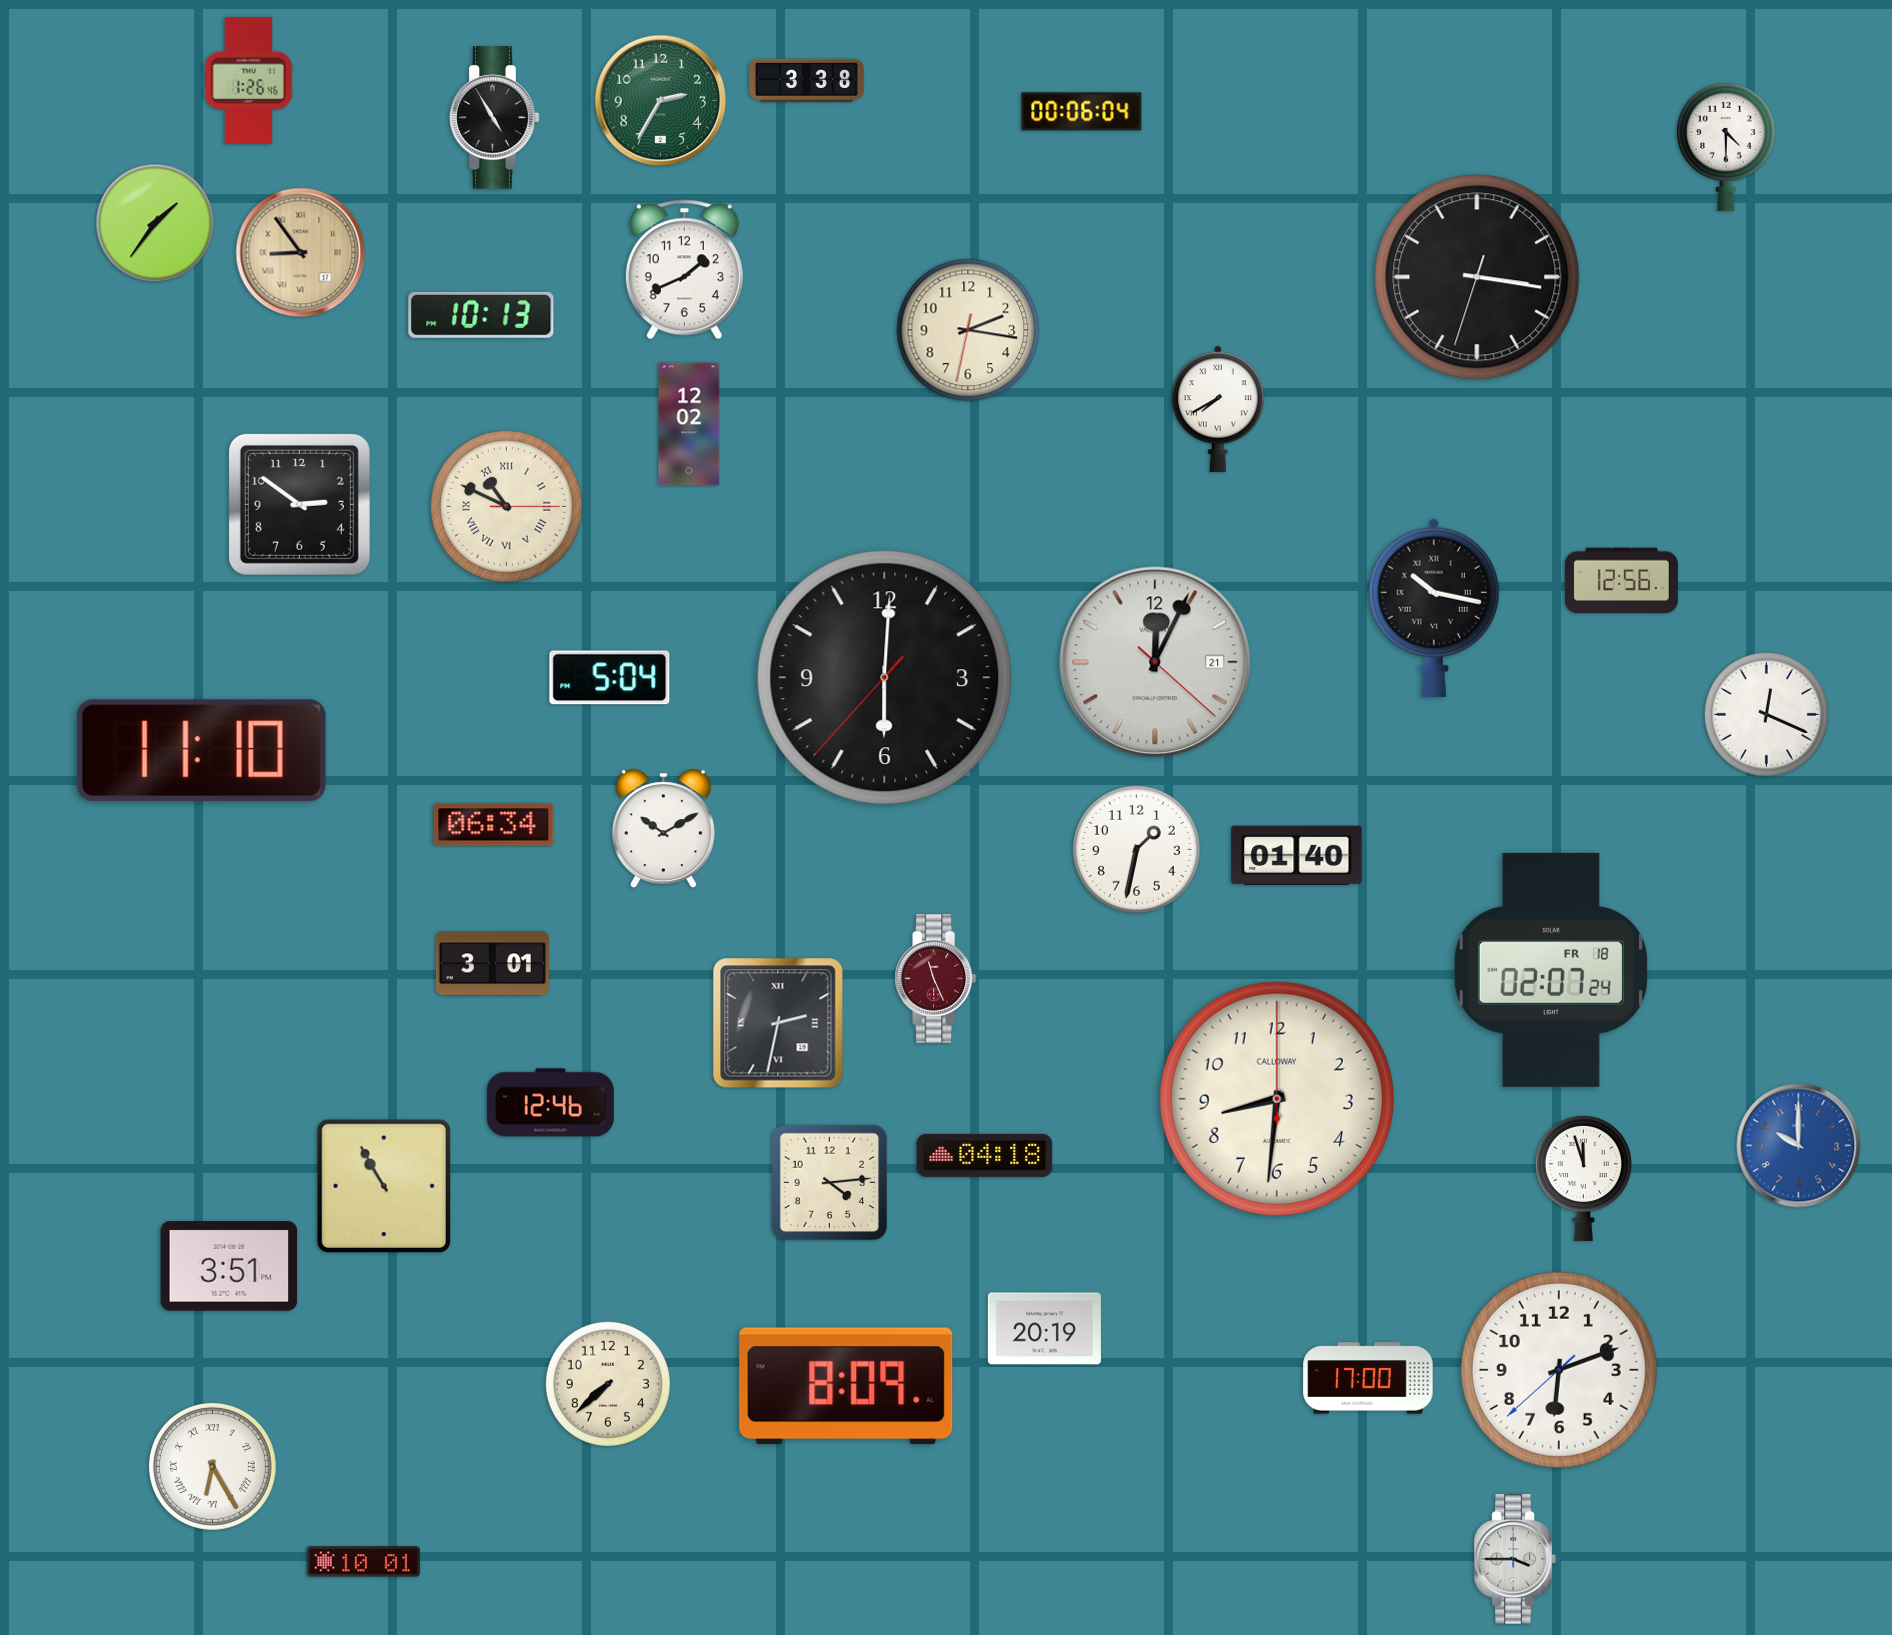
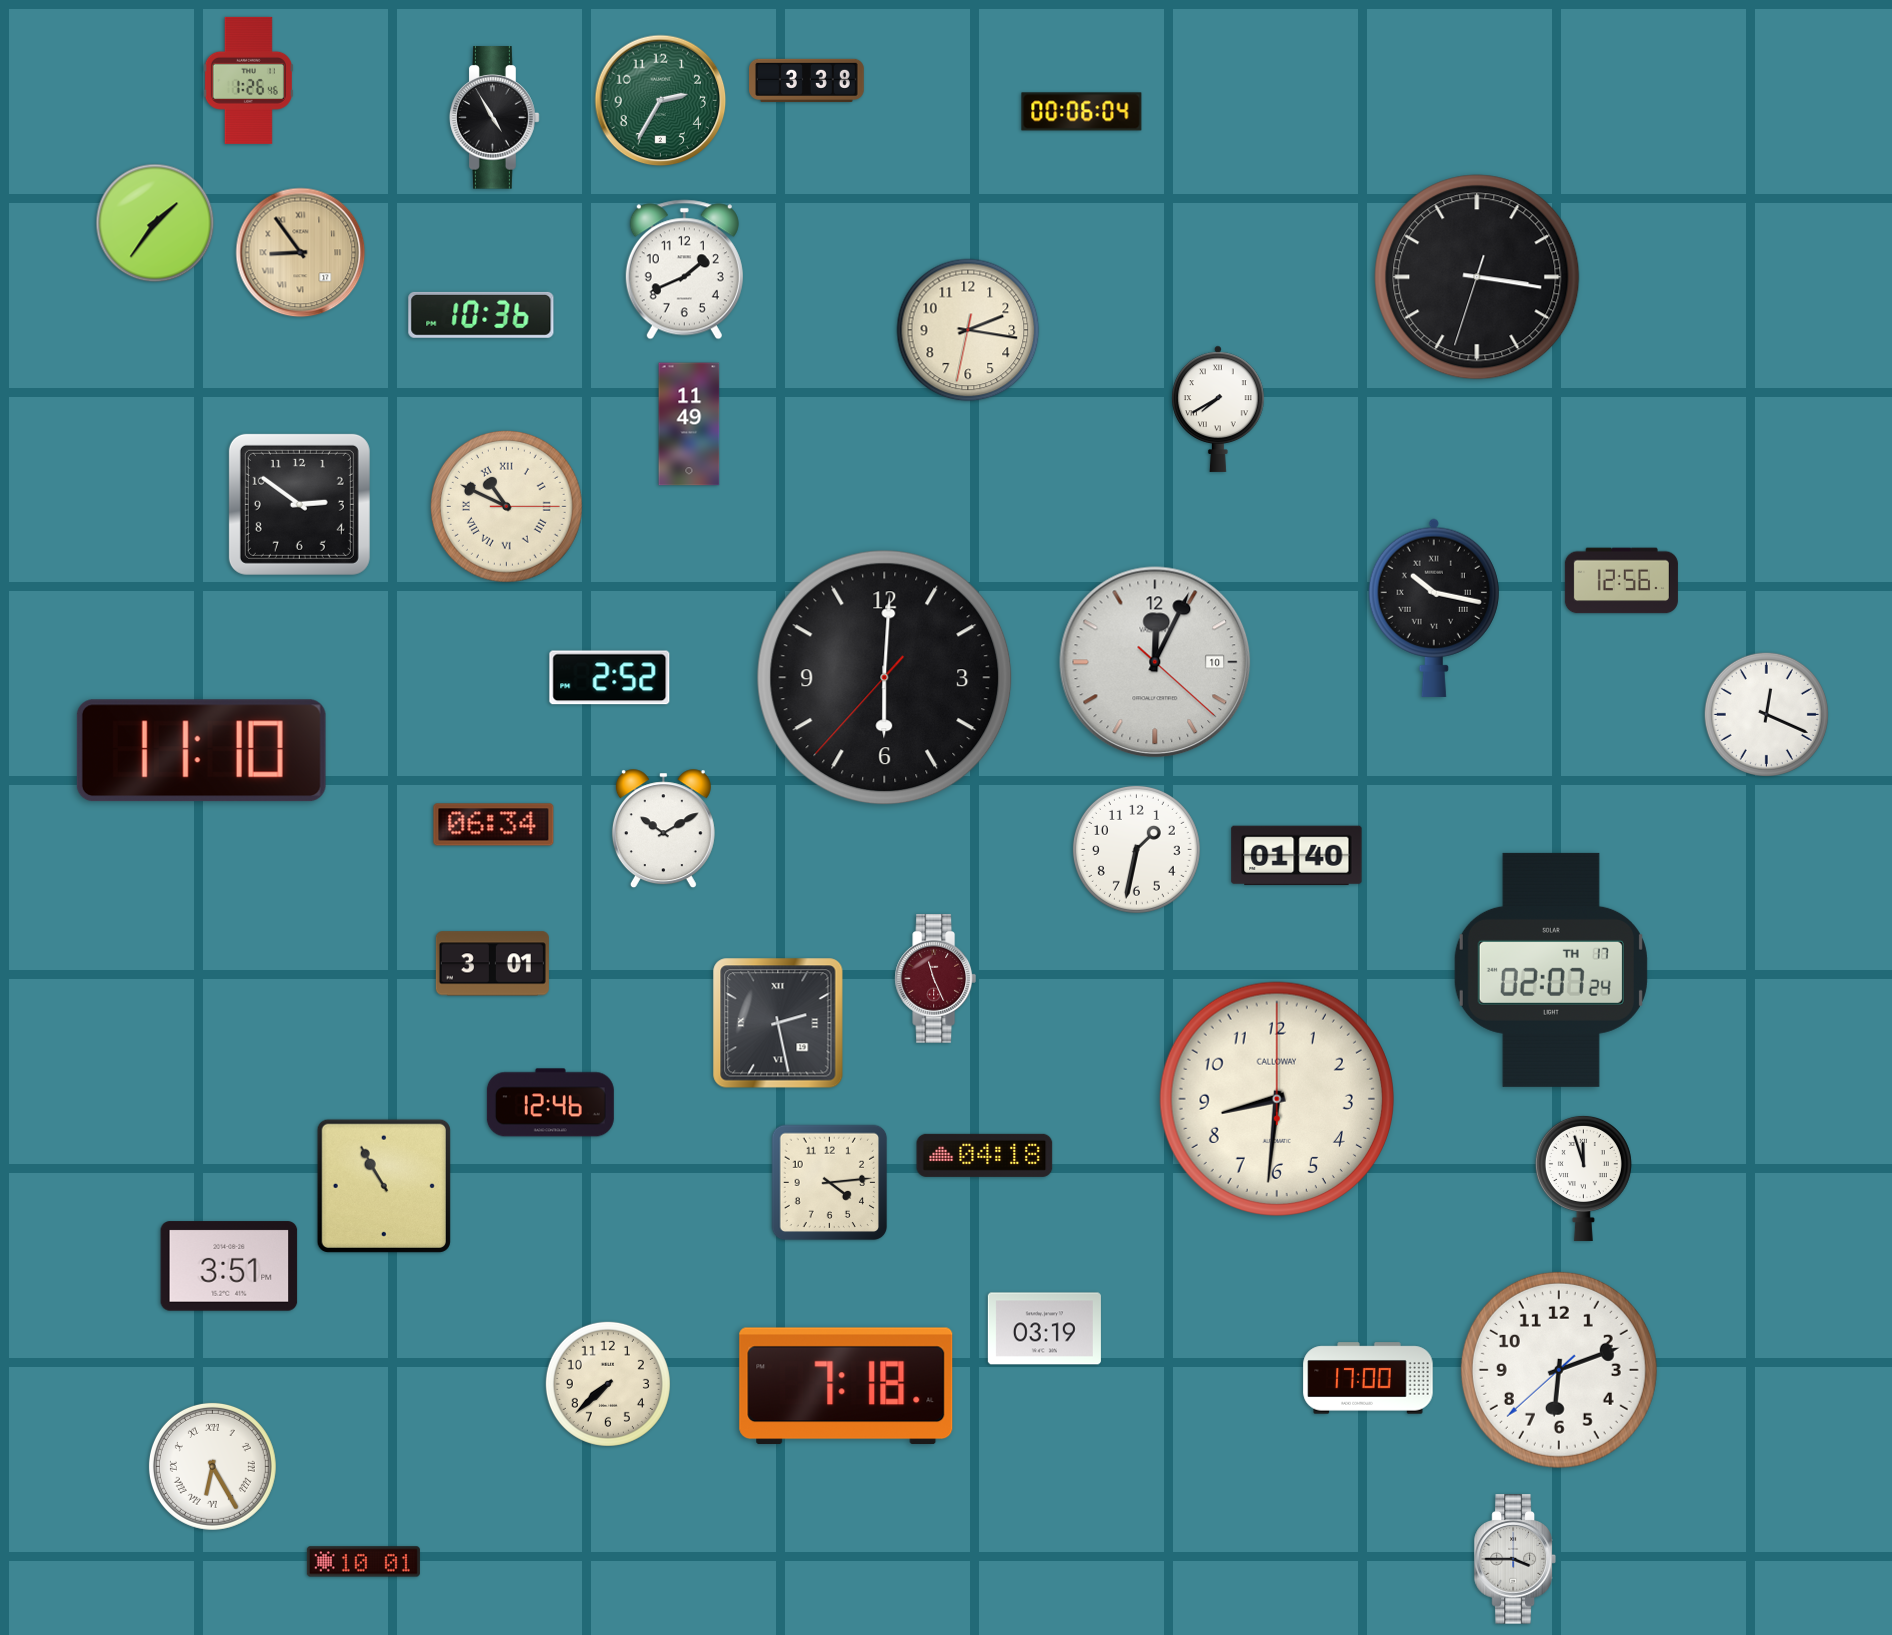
clock at (1726, 147): 4:30 -> none
clock at (481, 315): 10:13 -> 10:36
clock at (689, 424): 12:02 -> 11:49
clock at (1155, 662) date: 21 -> 10
clock at (610, 678): 5:04 -> 2:52
clock at (1551, 970) date: FR 18 -> TH 17
clock at (778, 1023): 2:32 -> 2:28
clock at (1799, 1146): 10:00 -> none
clock at (1044, 1329): 20:19 -> 03:19
clock at (846, 1386): 8:09 -> 7:18
